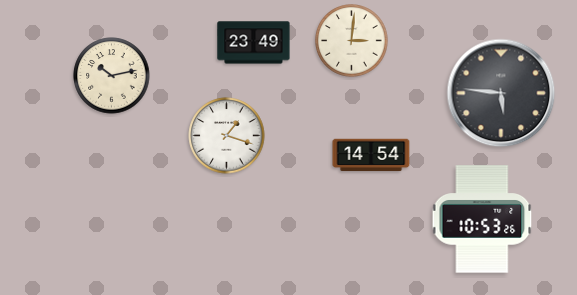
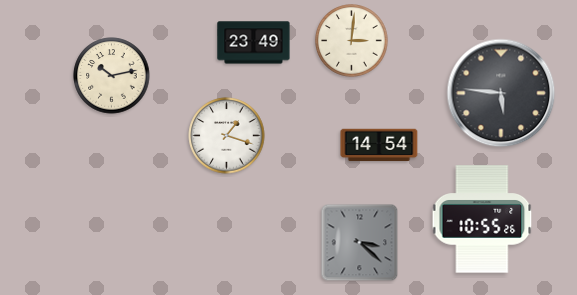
clock at (371, 155) position: (371, 155) -> (379, 145)
clock at (482, 219): 10:53 -> 10:55
clock at (360, 243): none -> 3:22
